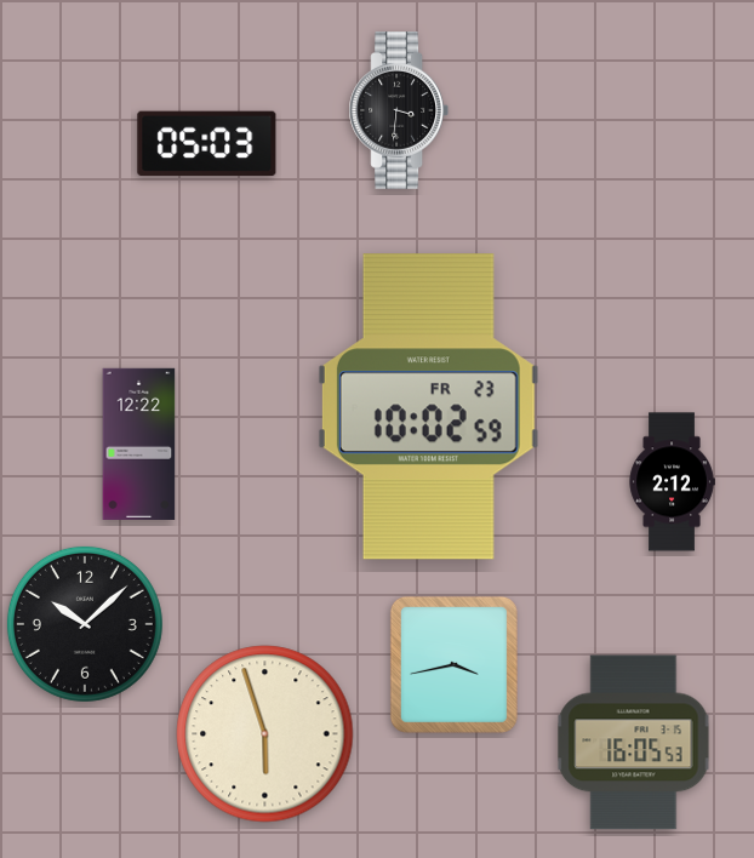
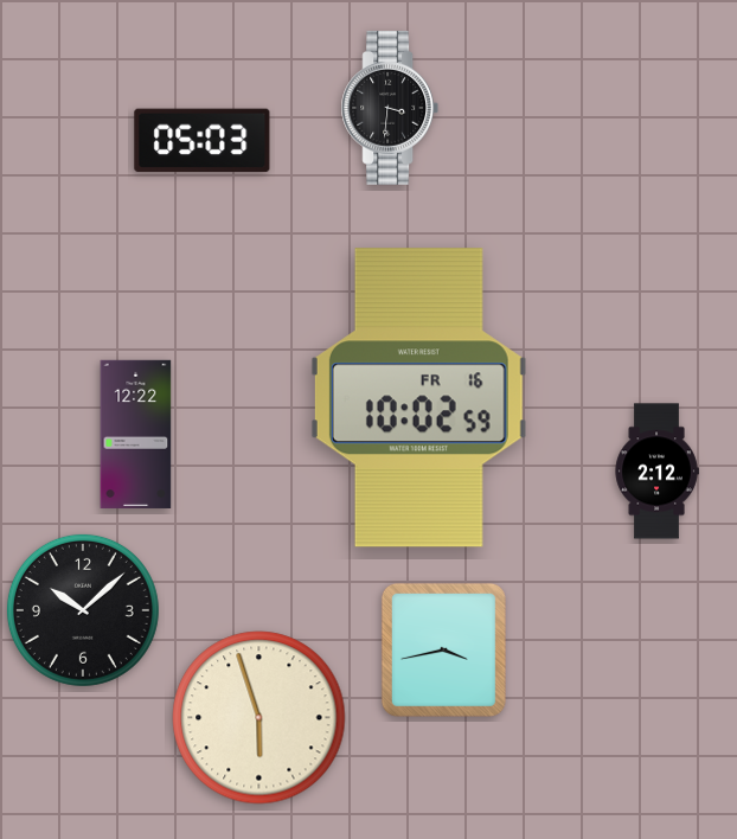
clock at (428, 407) date: FR 23 -> FR 16
clock at (634, 743): 16:05 -> none
